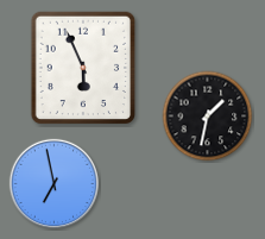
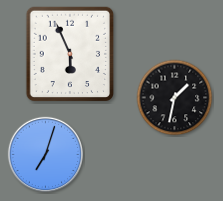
clock at (82, 68) position: (82, 68) -> (69, 54)
clock at (53, 183): 6:58 -> 7:03
